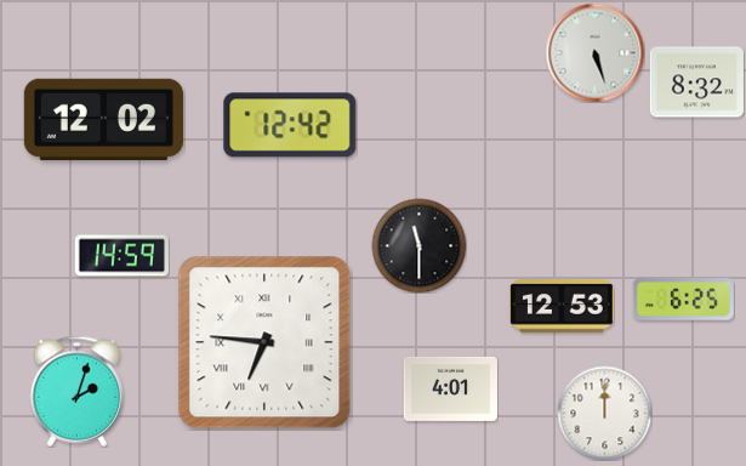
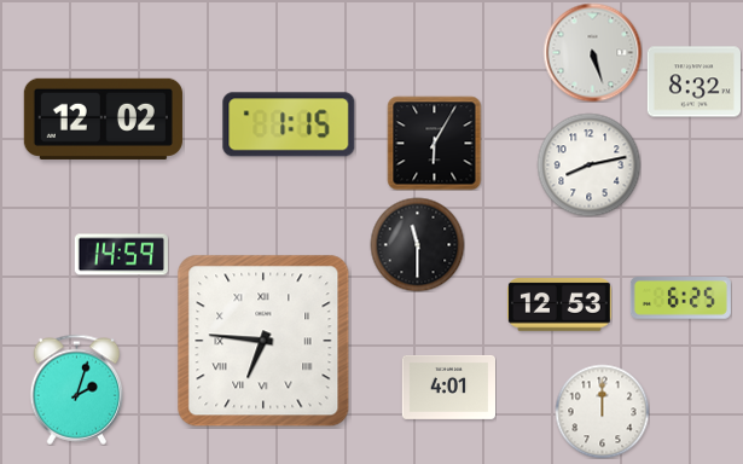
clock at (290, 125): 12:42 -> 1:15
clock at (434, 143): none -> 6:05
clock at (588, 164): none -> 8:13
